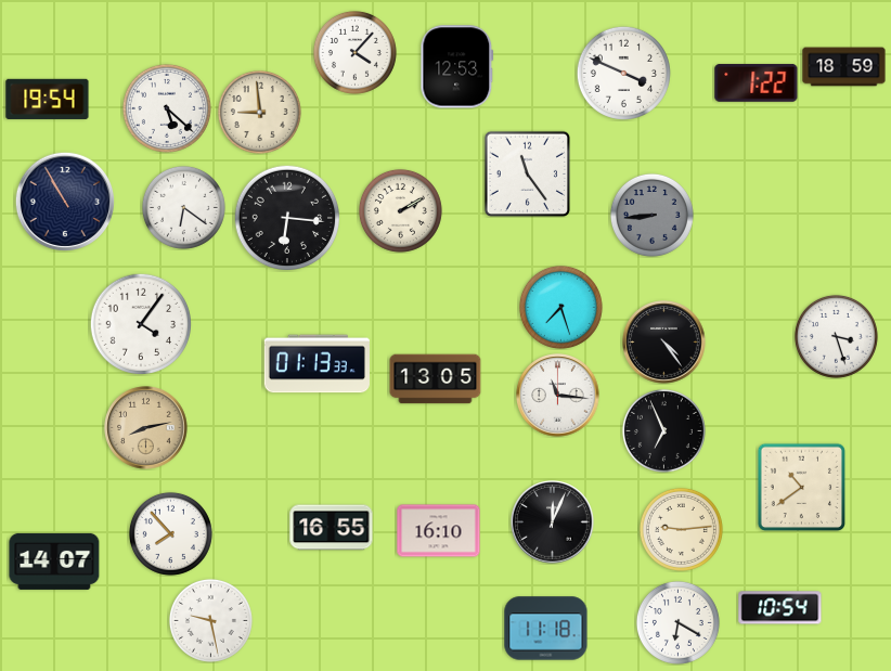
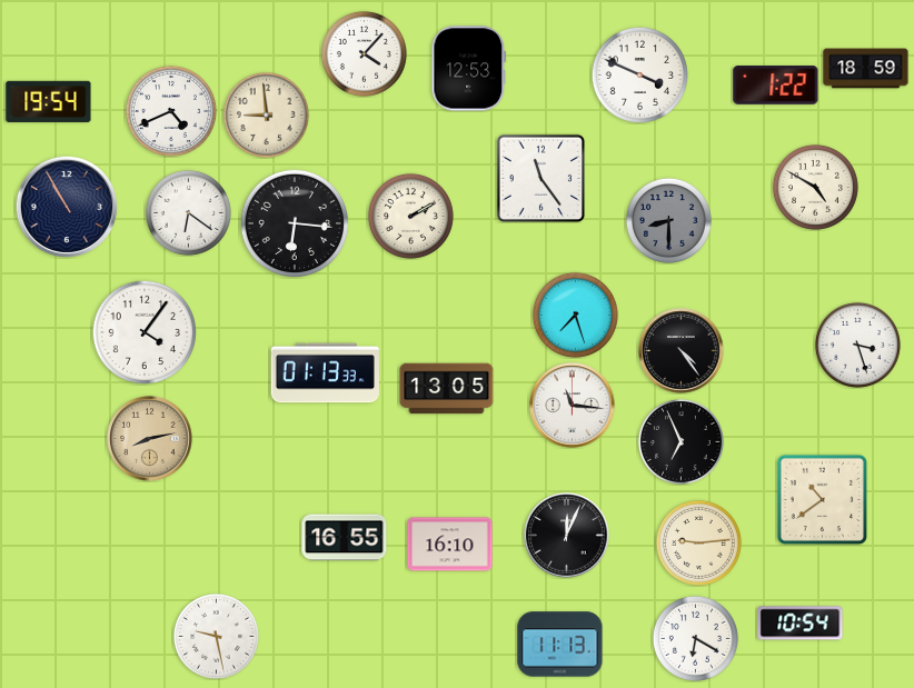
clock at (167, 108): 5:22 -> 4:41
clock at (815, 187): none -> 4:50
clock at (651, 215): 8:44 -> 8:30
clock at (332, 528) position: (332, 528) -> (345, 538)
clock at (170, 533): 7:53 -> none
clock at (54, 562): 14:07 -> none
clock at (546, 629): 11:18 -> 11:13
